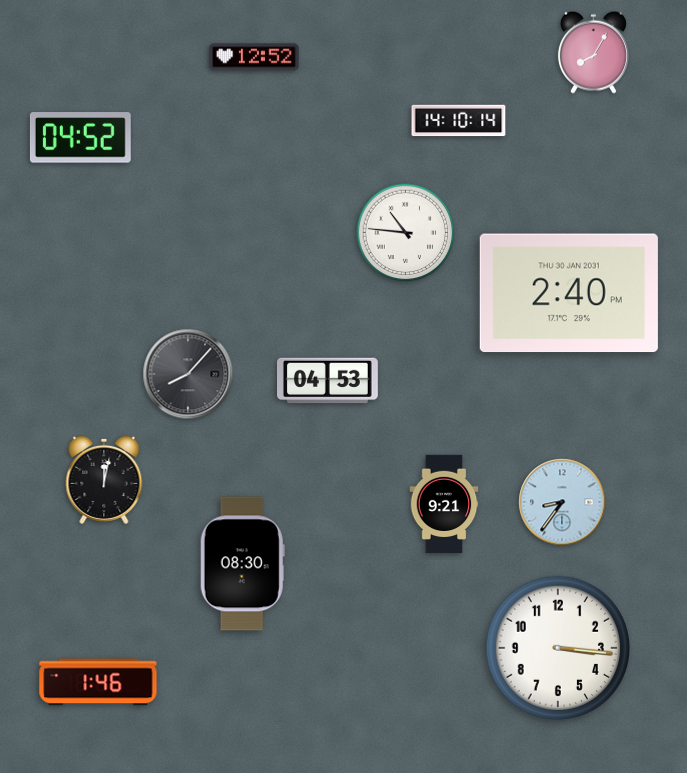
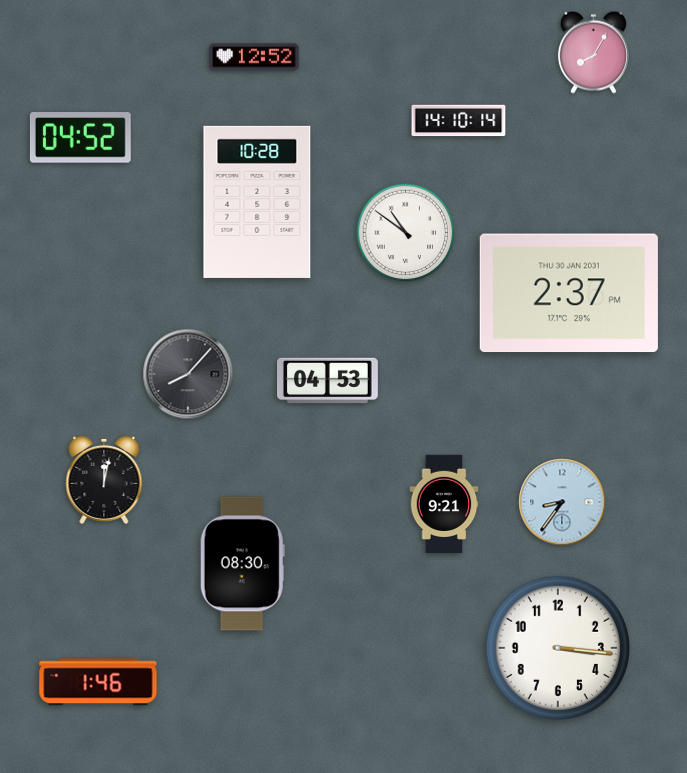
clock at (257, 202): none -> 10:28
clock at (406, 233): 10:46 -> 10:51
clock at (569, 293): 2:40 -> 2:37
